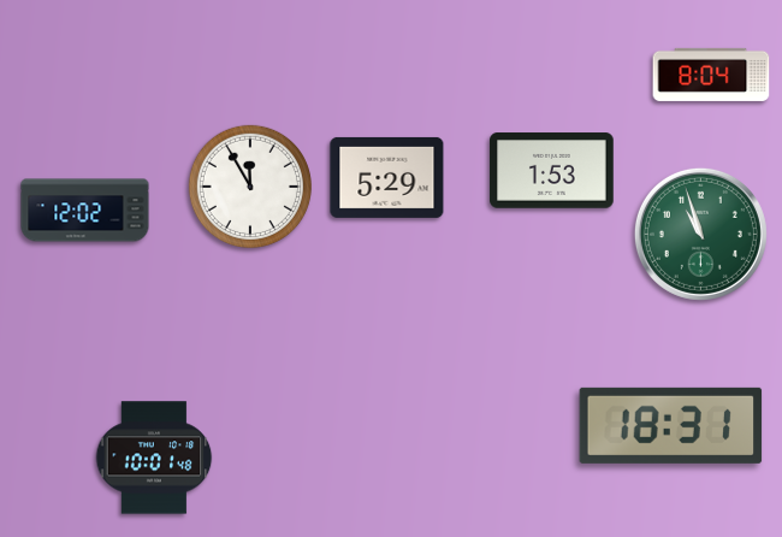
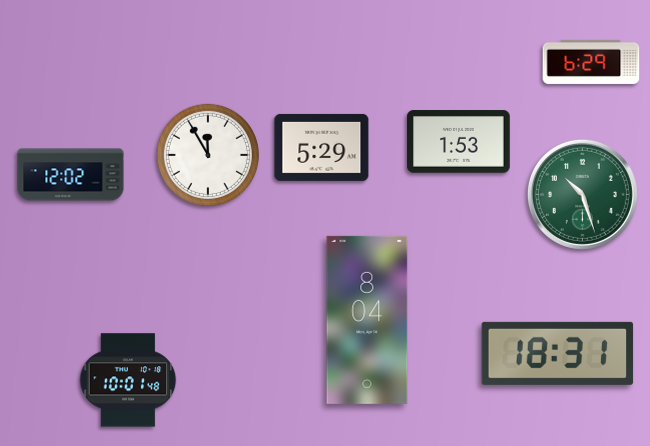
clock at (711, 75): 8:04 -> 6:29
clock at (700, 234): 10:57 -> 10:27
clock at (367, 320): none -> 8:04
